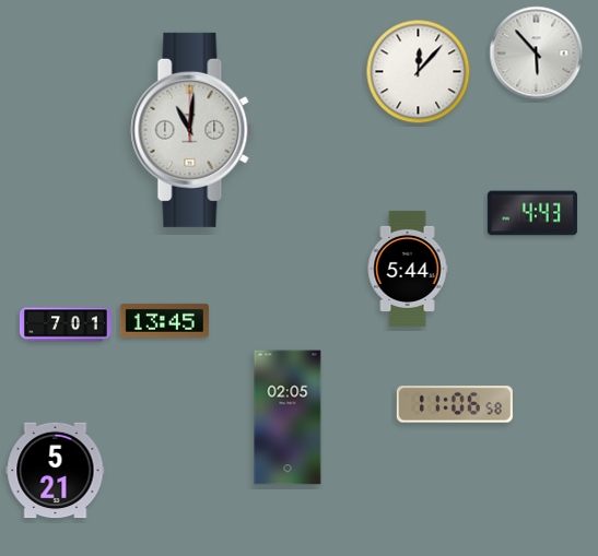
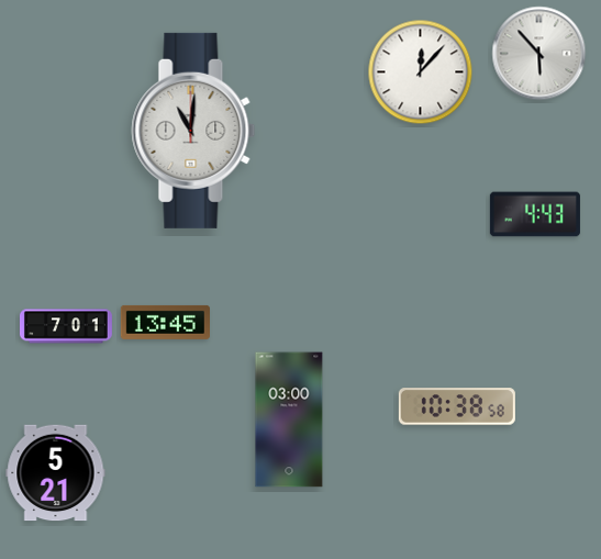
clock at (408, 269): 5:44 -> none
clock at (455, 404): 11:06 -> 10:38
clock at (288, 417): 02:05 -> 03:00
